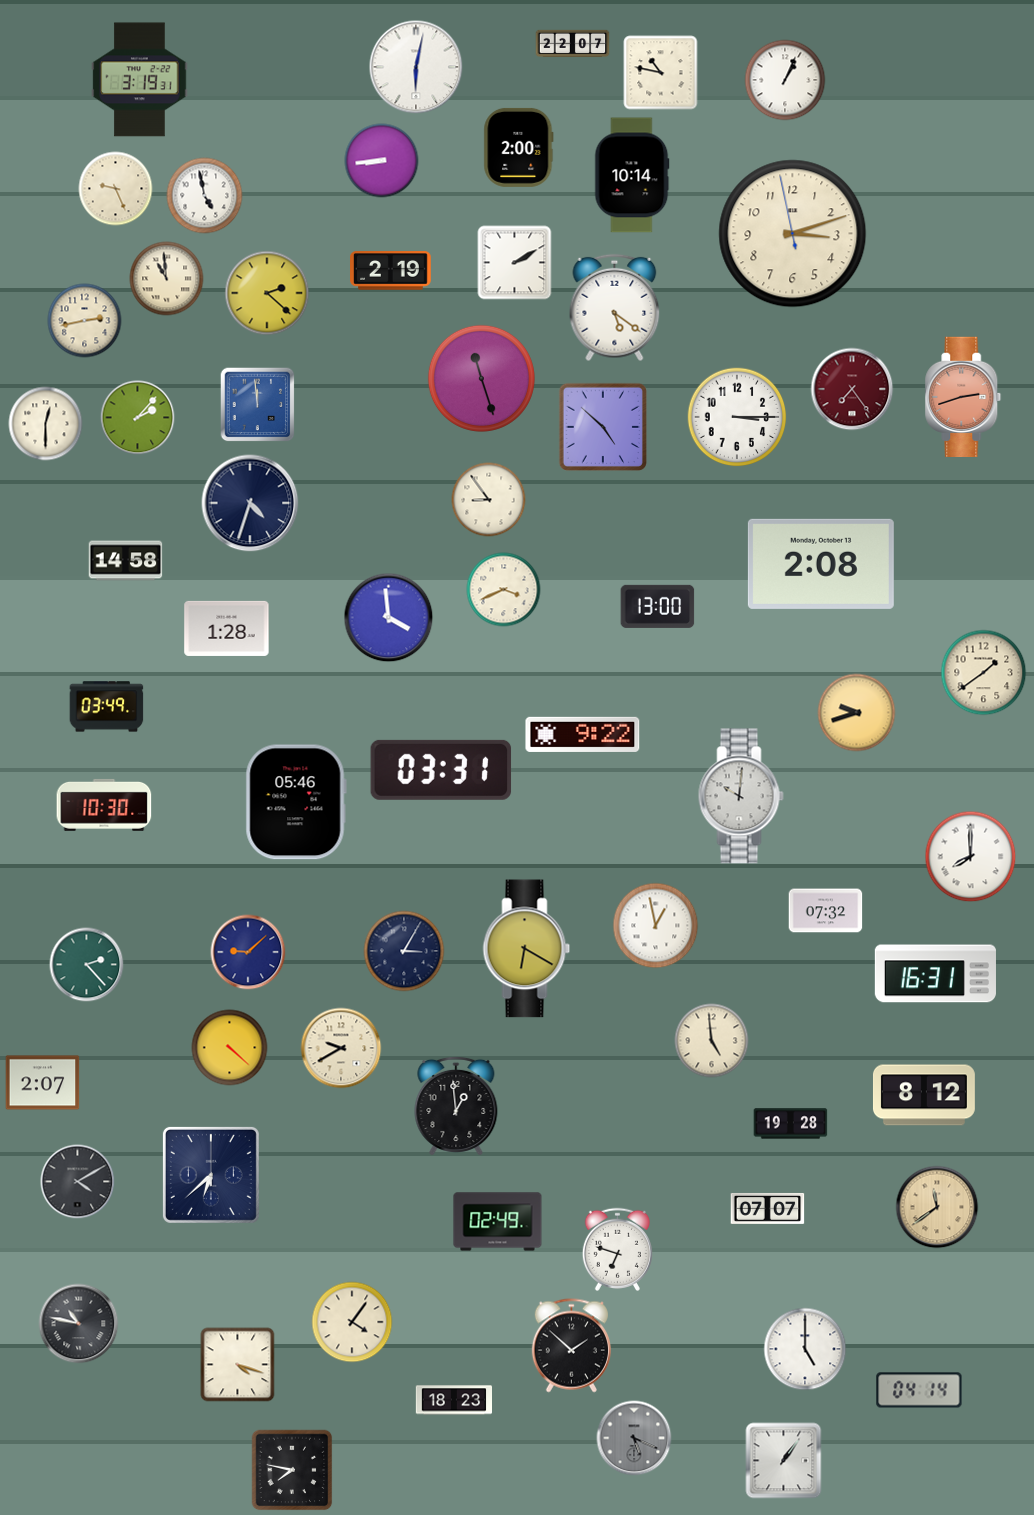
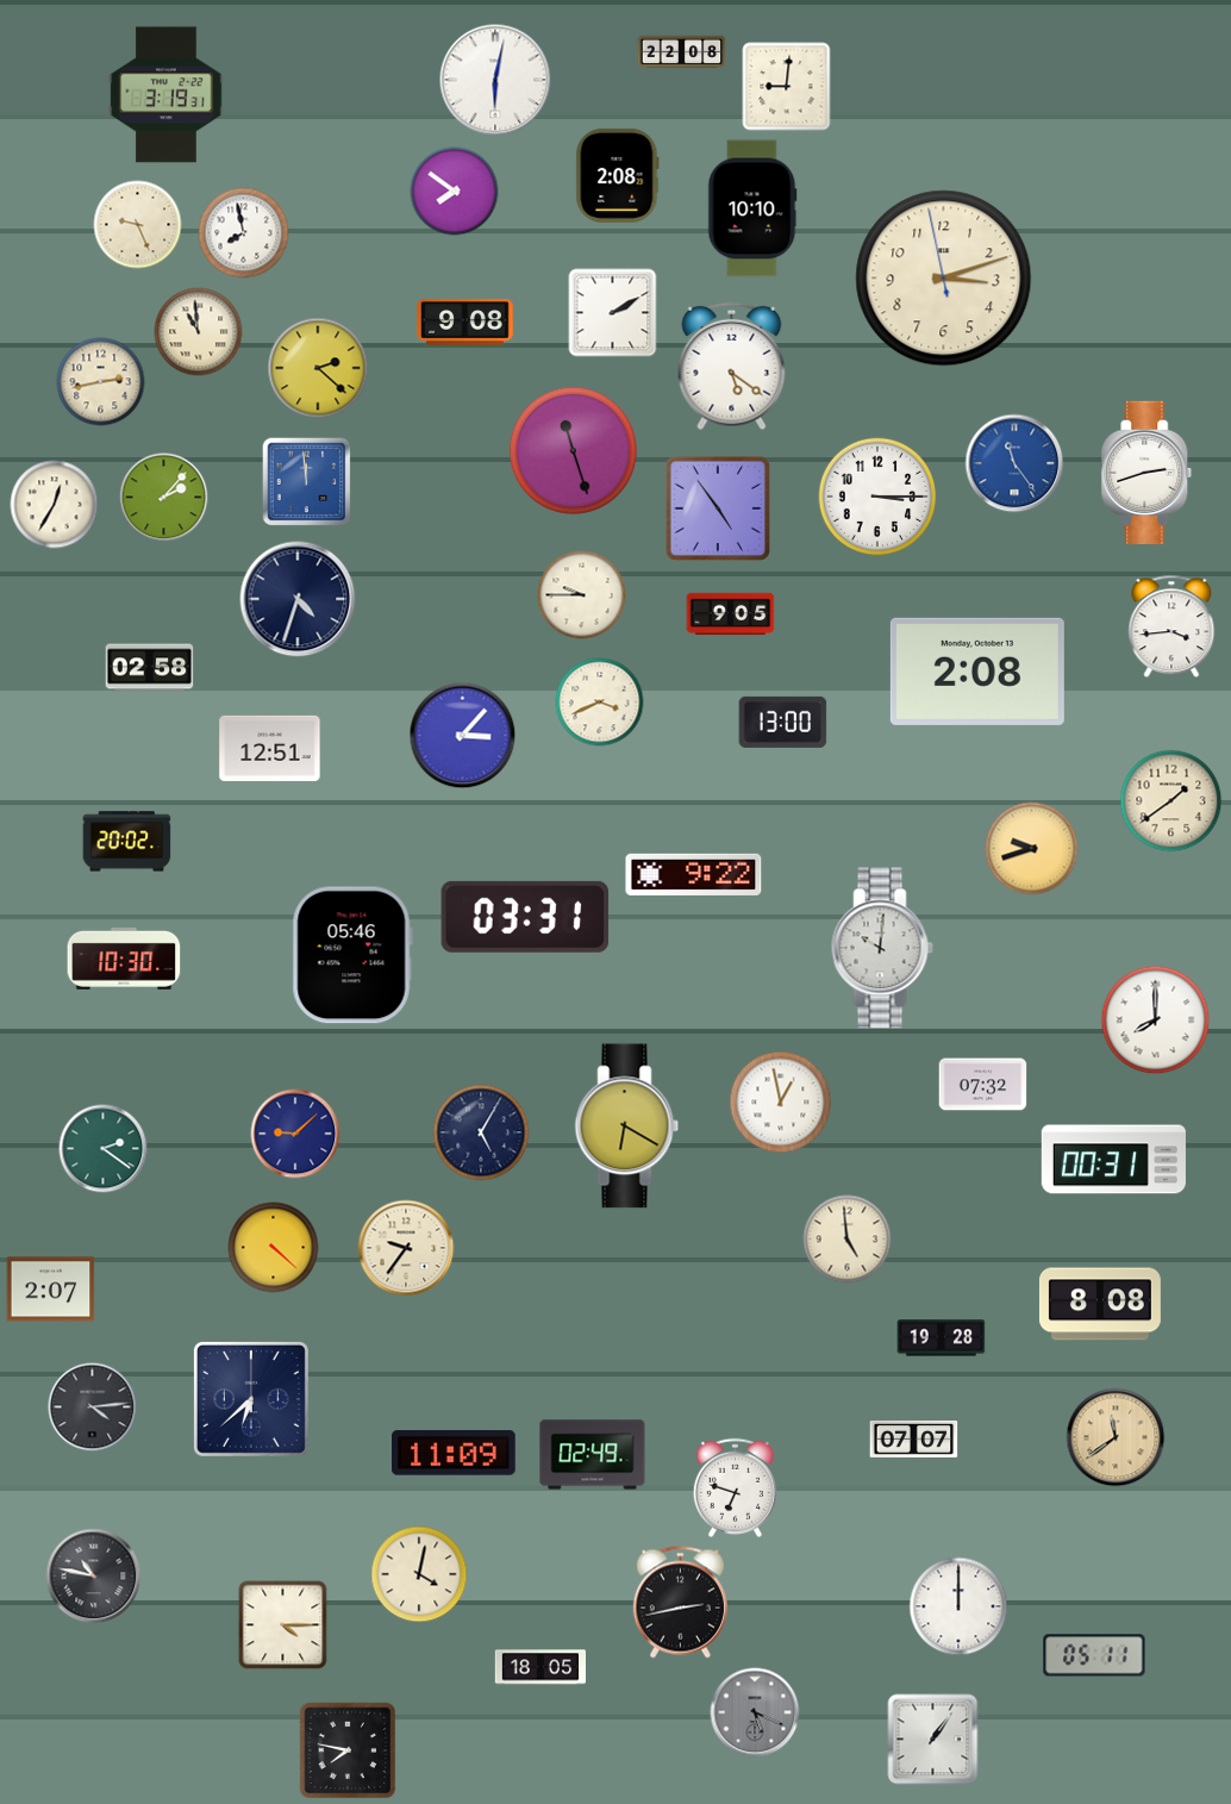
clock at (573, 44): 22:07 -> 22:08
clock at (661, 73): 10:47 -> 9:01
clock at (785, 80): 1:04 -> none
clock at (519, 147): 2:00 -> 2:08
clock at (382, 161): 8:44 -> 7:51
clock at (632, 175): 10:14 -> 10:10
clock at (205, 196): 4:58 -> 7:58
clock at (391, 271): 2:19 -> 9:08
clock at (267, 293) position: (267, 293) -> (318, 368)
clock at (852, 389): 7:24 -> 11:24
clock at (852, 389) dial: burgundy -> blue
clock at (963, 396) dial: salmon -> white
clock at (46, 424): 12:30 -> 12:35
clock at (602, 426): 4:52 -> 4:54
clock at (489, 500): 8:54 -> 9:45
clock at (731, 614): none -> 9:05
clock at (1171, 626): none -> 3:44
clock at (126, 561): 14:58 -> 02:58
clock at (389, 618): 3:59 -> 3:07
clock at (227, 628): 1:28 -> 12:51
clock at (107, 707): 03:49 -> 20:02
clock at (857, 713) position: (857, 713) -> (1032, 849)
clock at (527, 949) position: (527, 949) -> (627, 1126)
clock at (404, 951): 3:05 -> 5:05
clock at (87, 965): 2:23 -> 2:21
clock at (935, 974): 16:31 -> 00:31
clock at (341, 1048): 9:40 -> 9:36
clock at (924, 1095): 8:12 -> 8:08
clock at (456, 1106): 12:59 -> none
clock at (78, 1182): 4:10 -> 4:14
clock at (454, 1453): none -> 11:09
clock at (352, 1322): 4:06 -> 4:02
clock at (571, 1346): 1:52 -> 2:43
clock at (805, 1349): 5:00 -> 12:00
clock at (238, 1365): 4:18 -> 4:15
clock at (919, 1390): 04:14 -> 05:11
clock at (453, 1400): 18:23 -> 18:05
